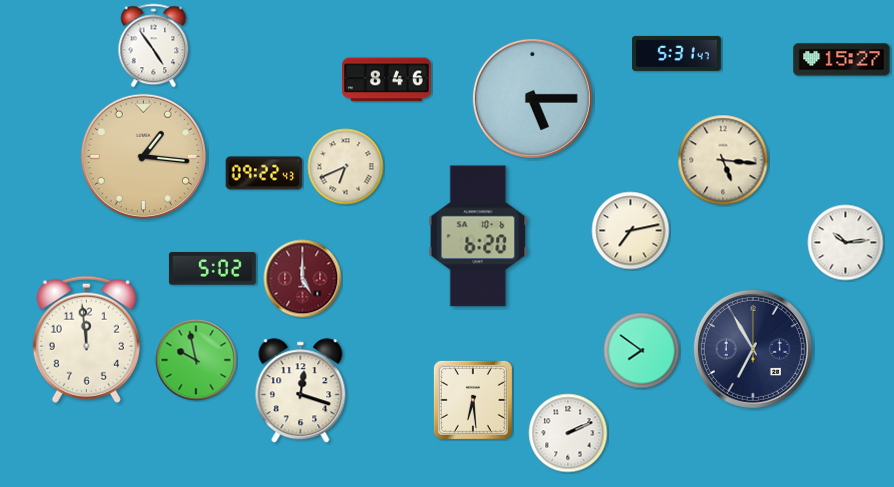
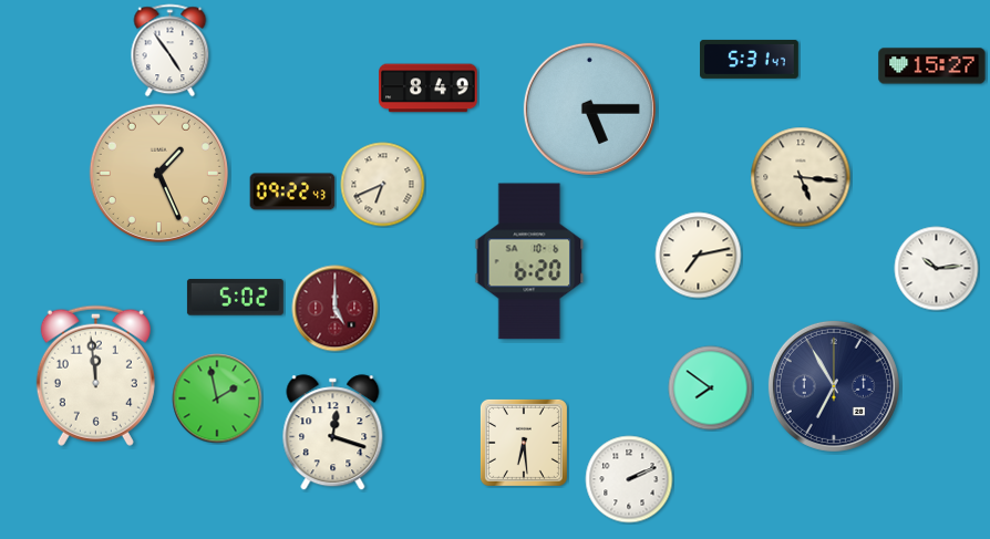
clock at (387, 80): 8:46 -> 8:49
clock at (143, 156): 1:16 -> 1:26
clock at (196, 360): 9:58 -> 1:58
